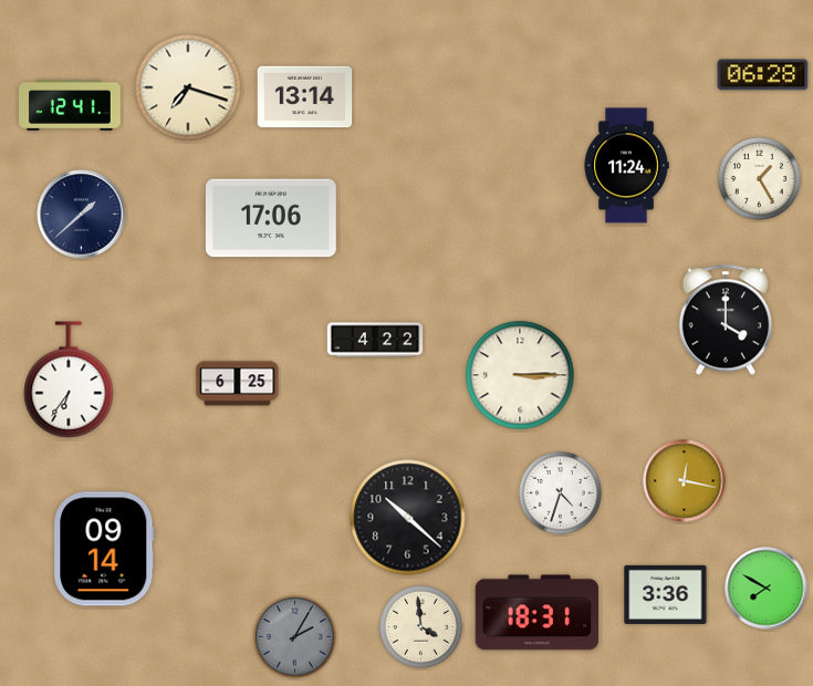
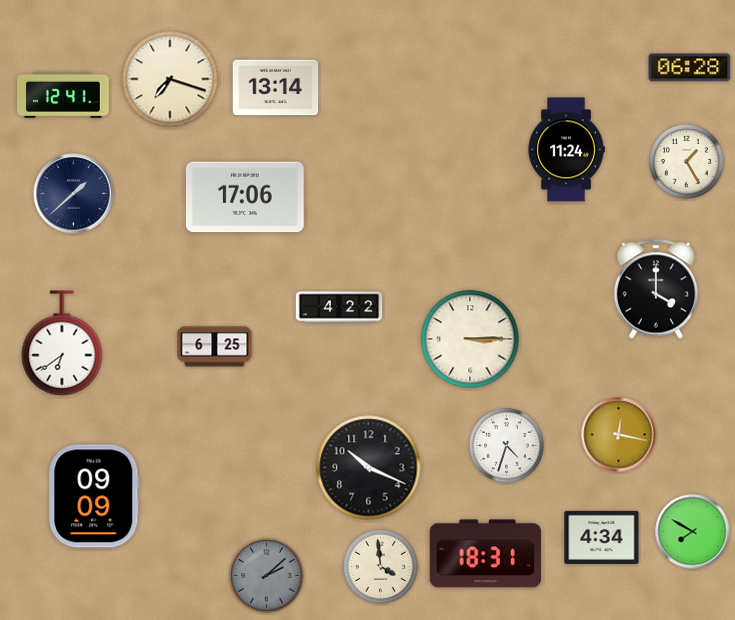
clock at (69, 380): 6:36 -> 6:39
clock at (408, 518): 10:22 -> 10:19
clock at (104, 549): 09:14 -> 09:09
clock at (666, 594): 3:36 -> 4:34
clock at (295, 637): 2:05 -> 2:08
